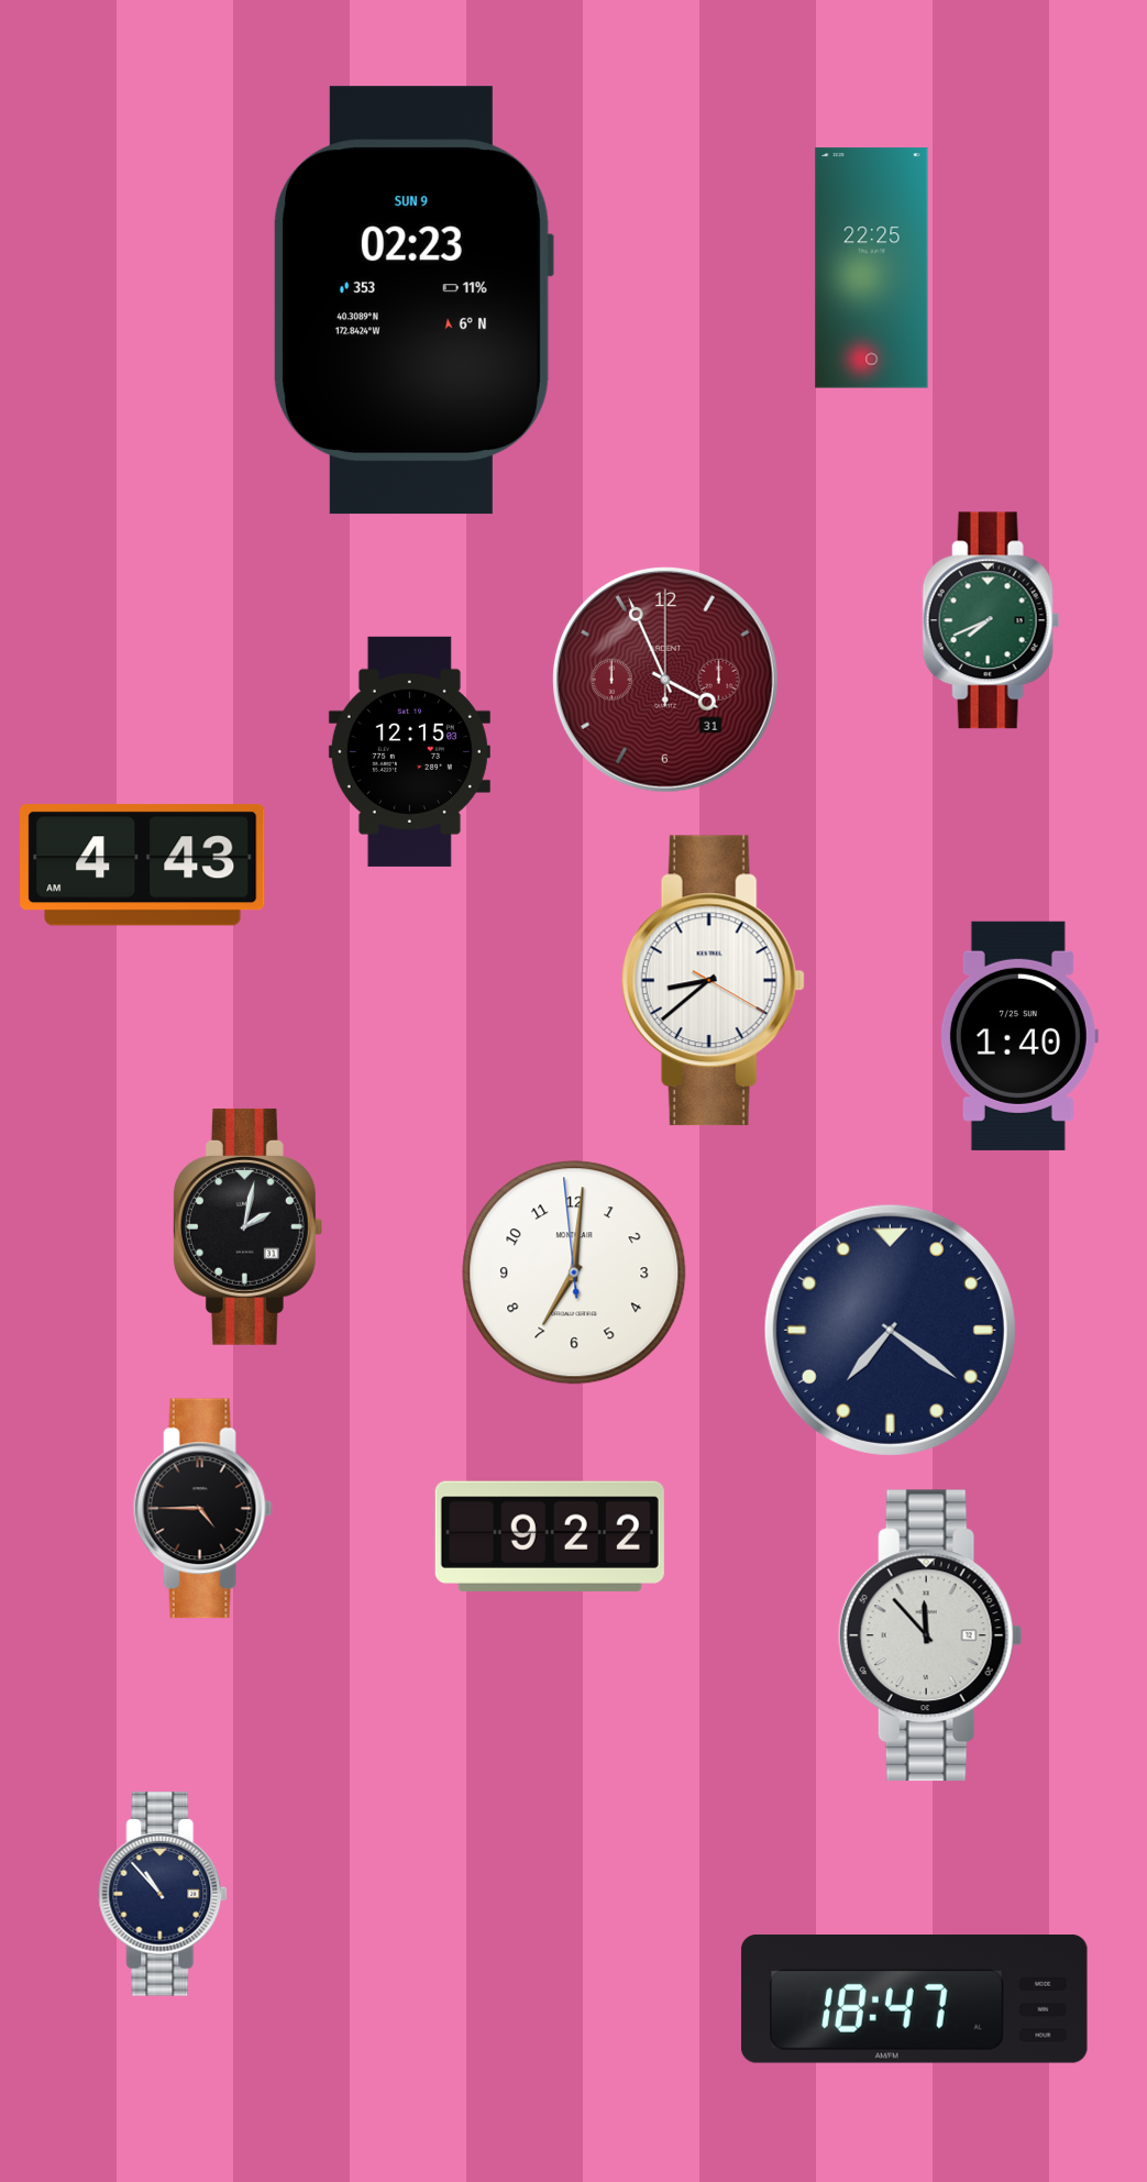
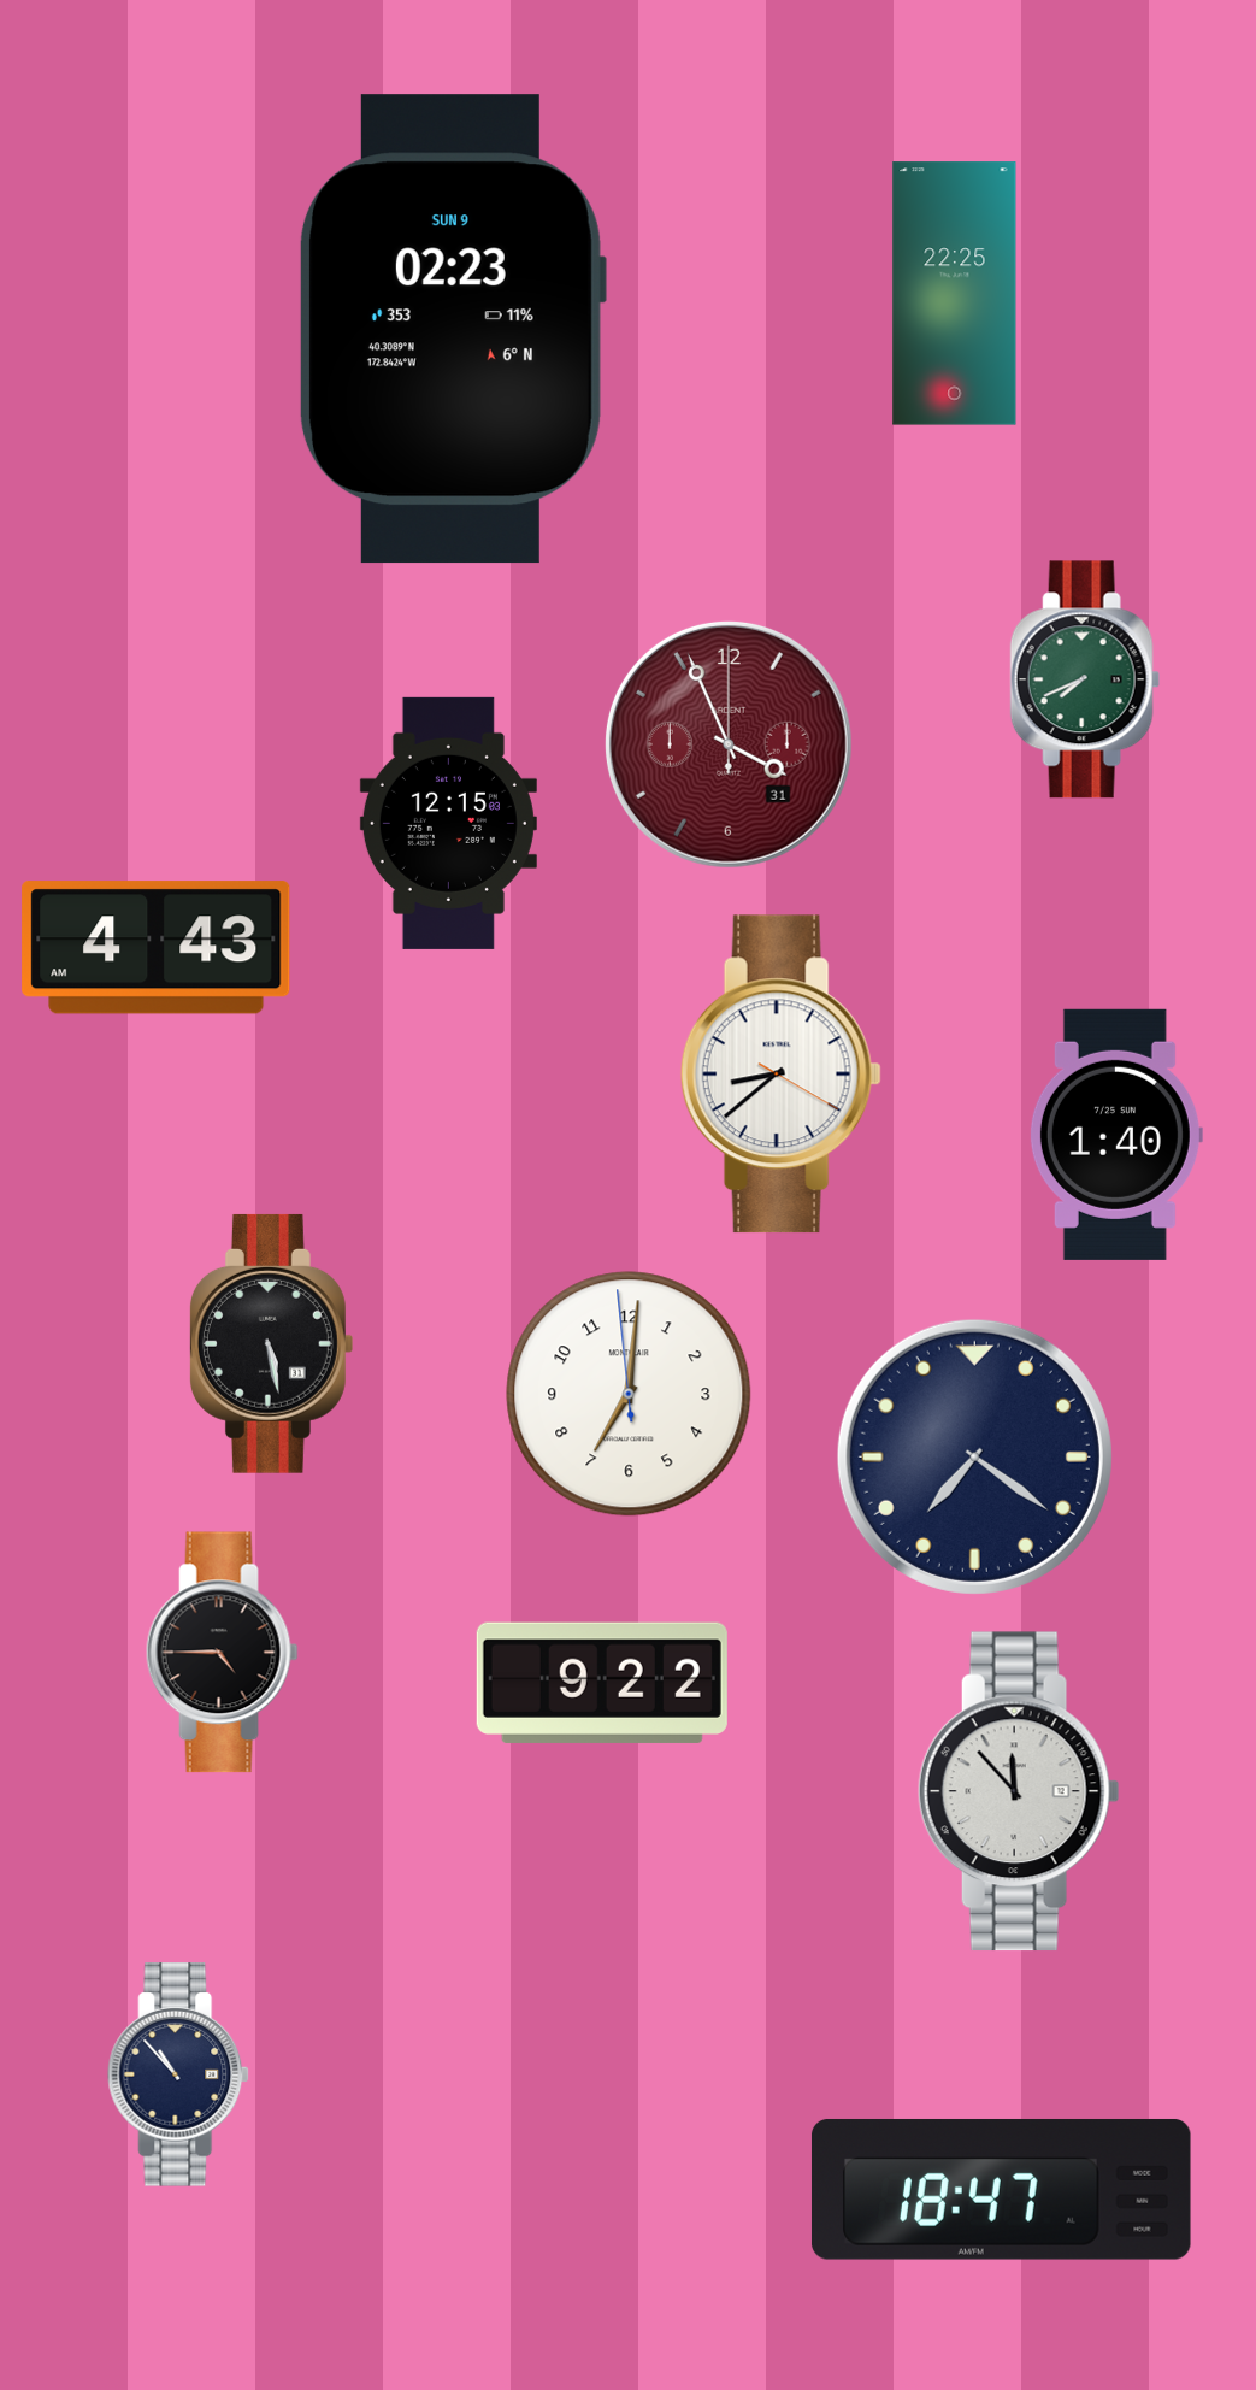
clock at (247, 1226): 2:02 -> 5:28
